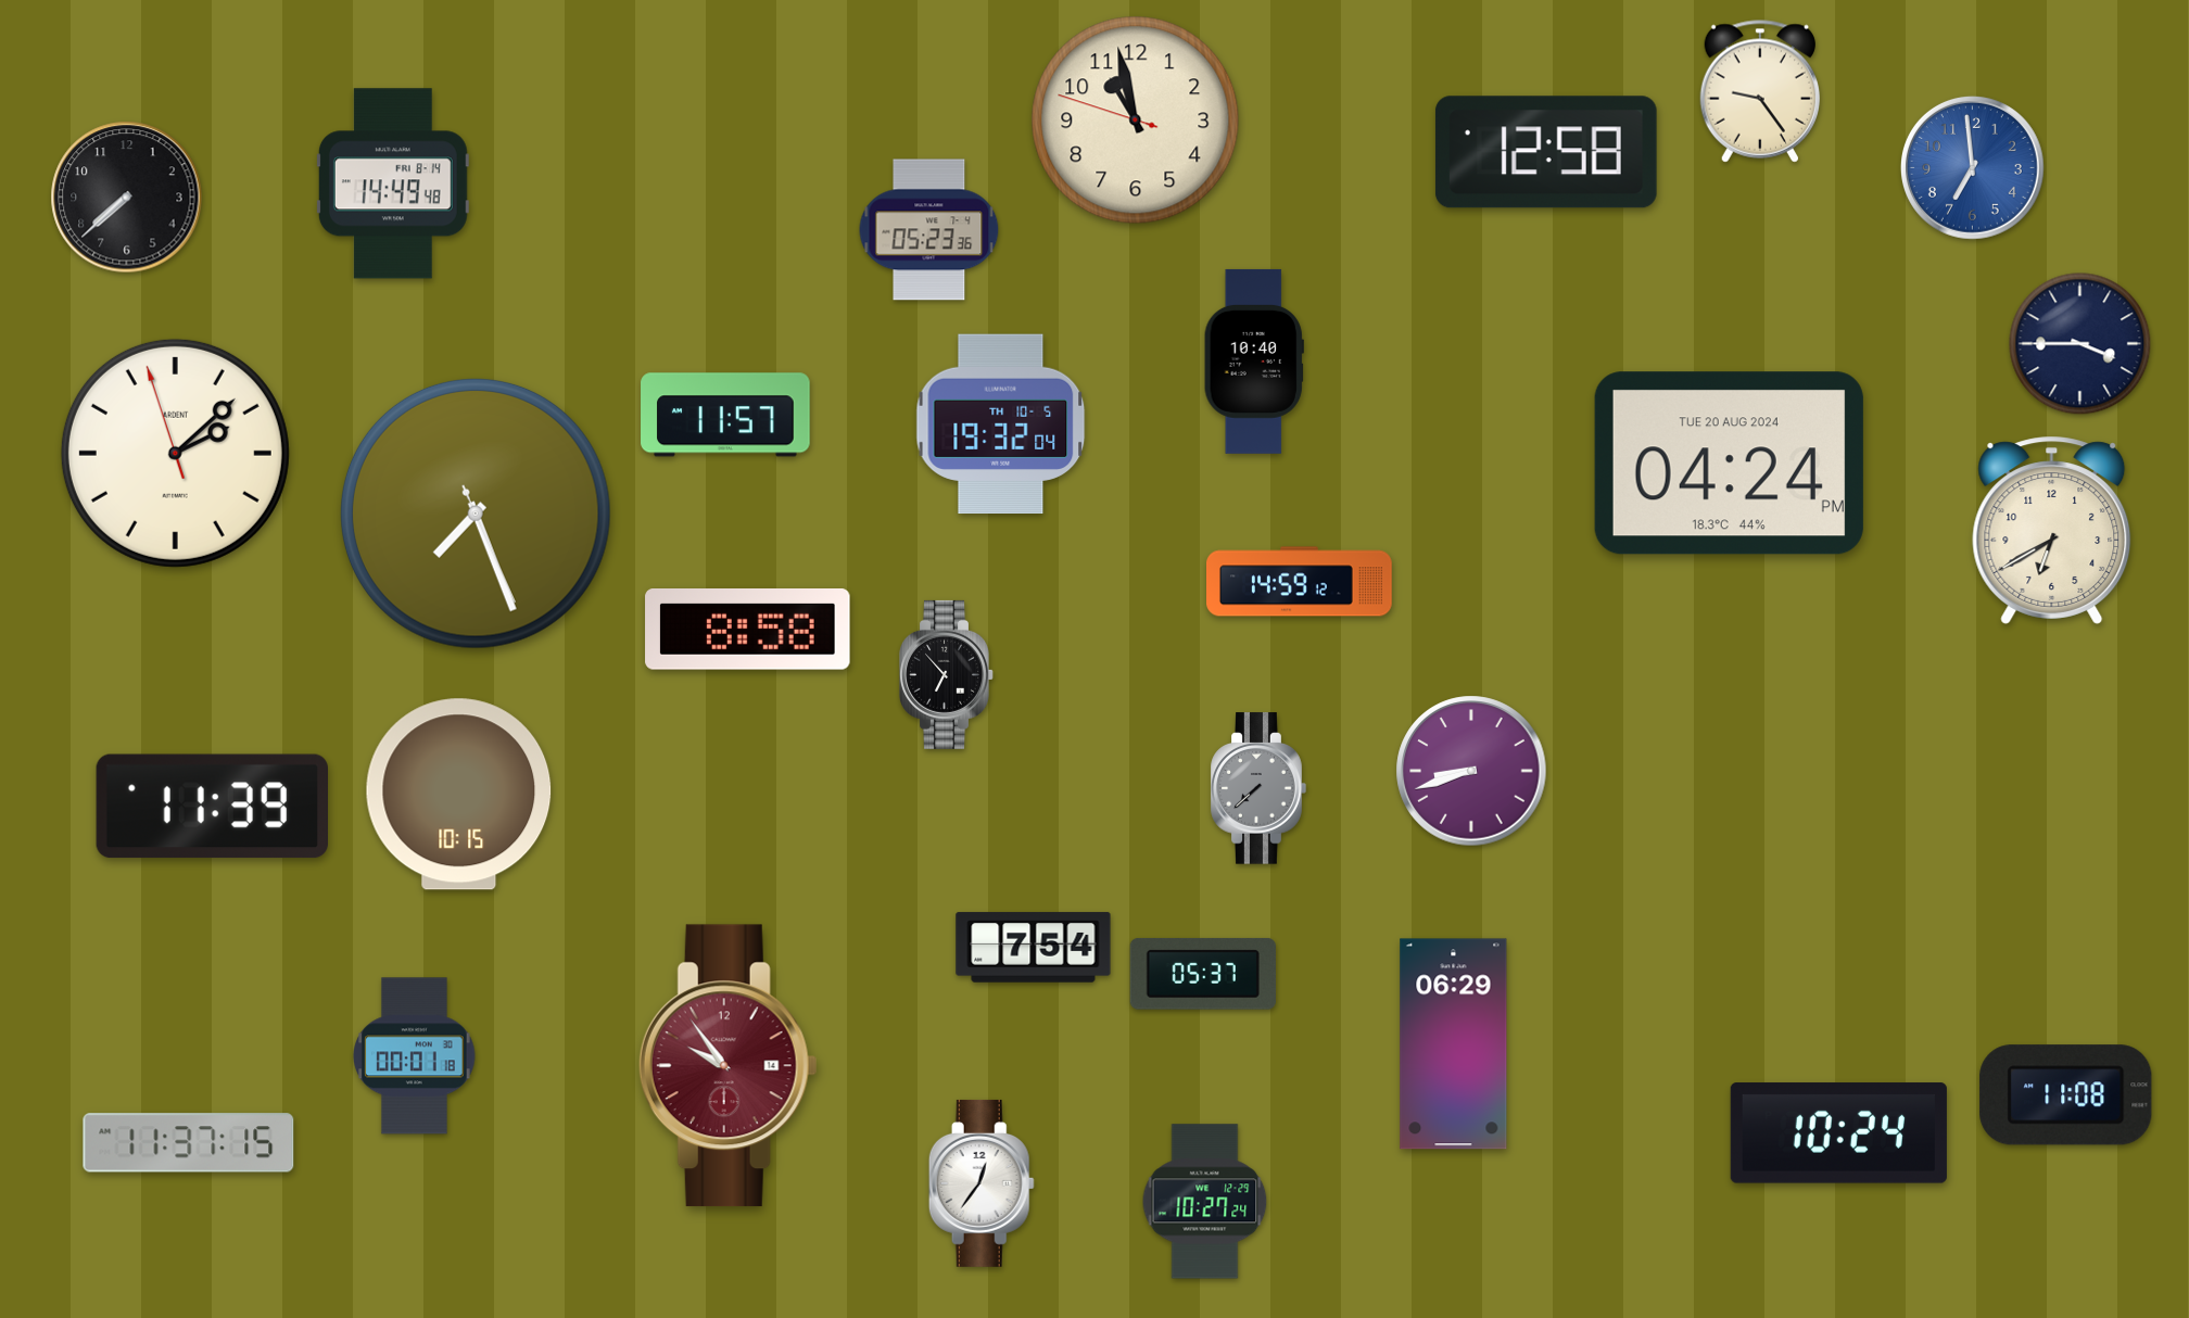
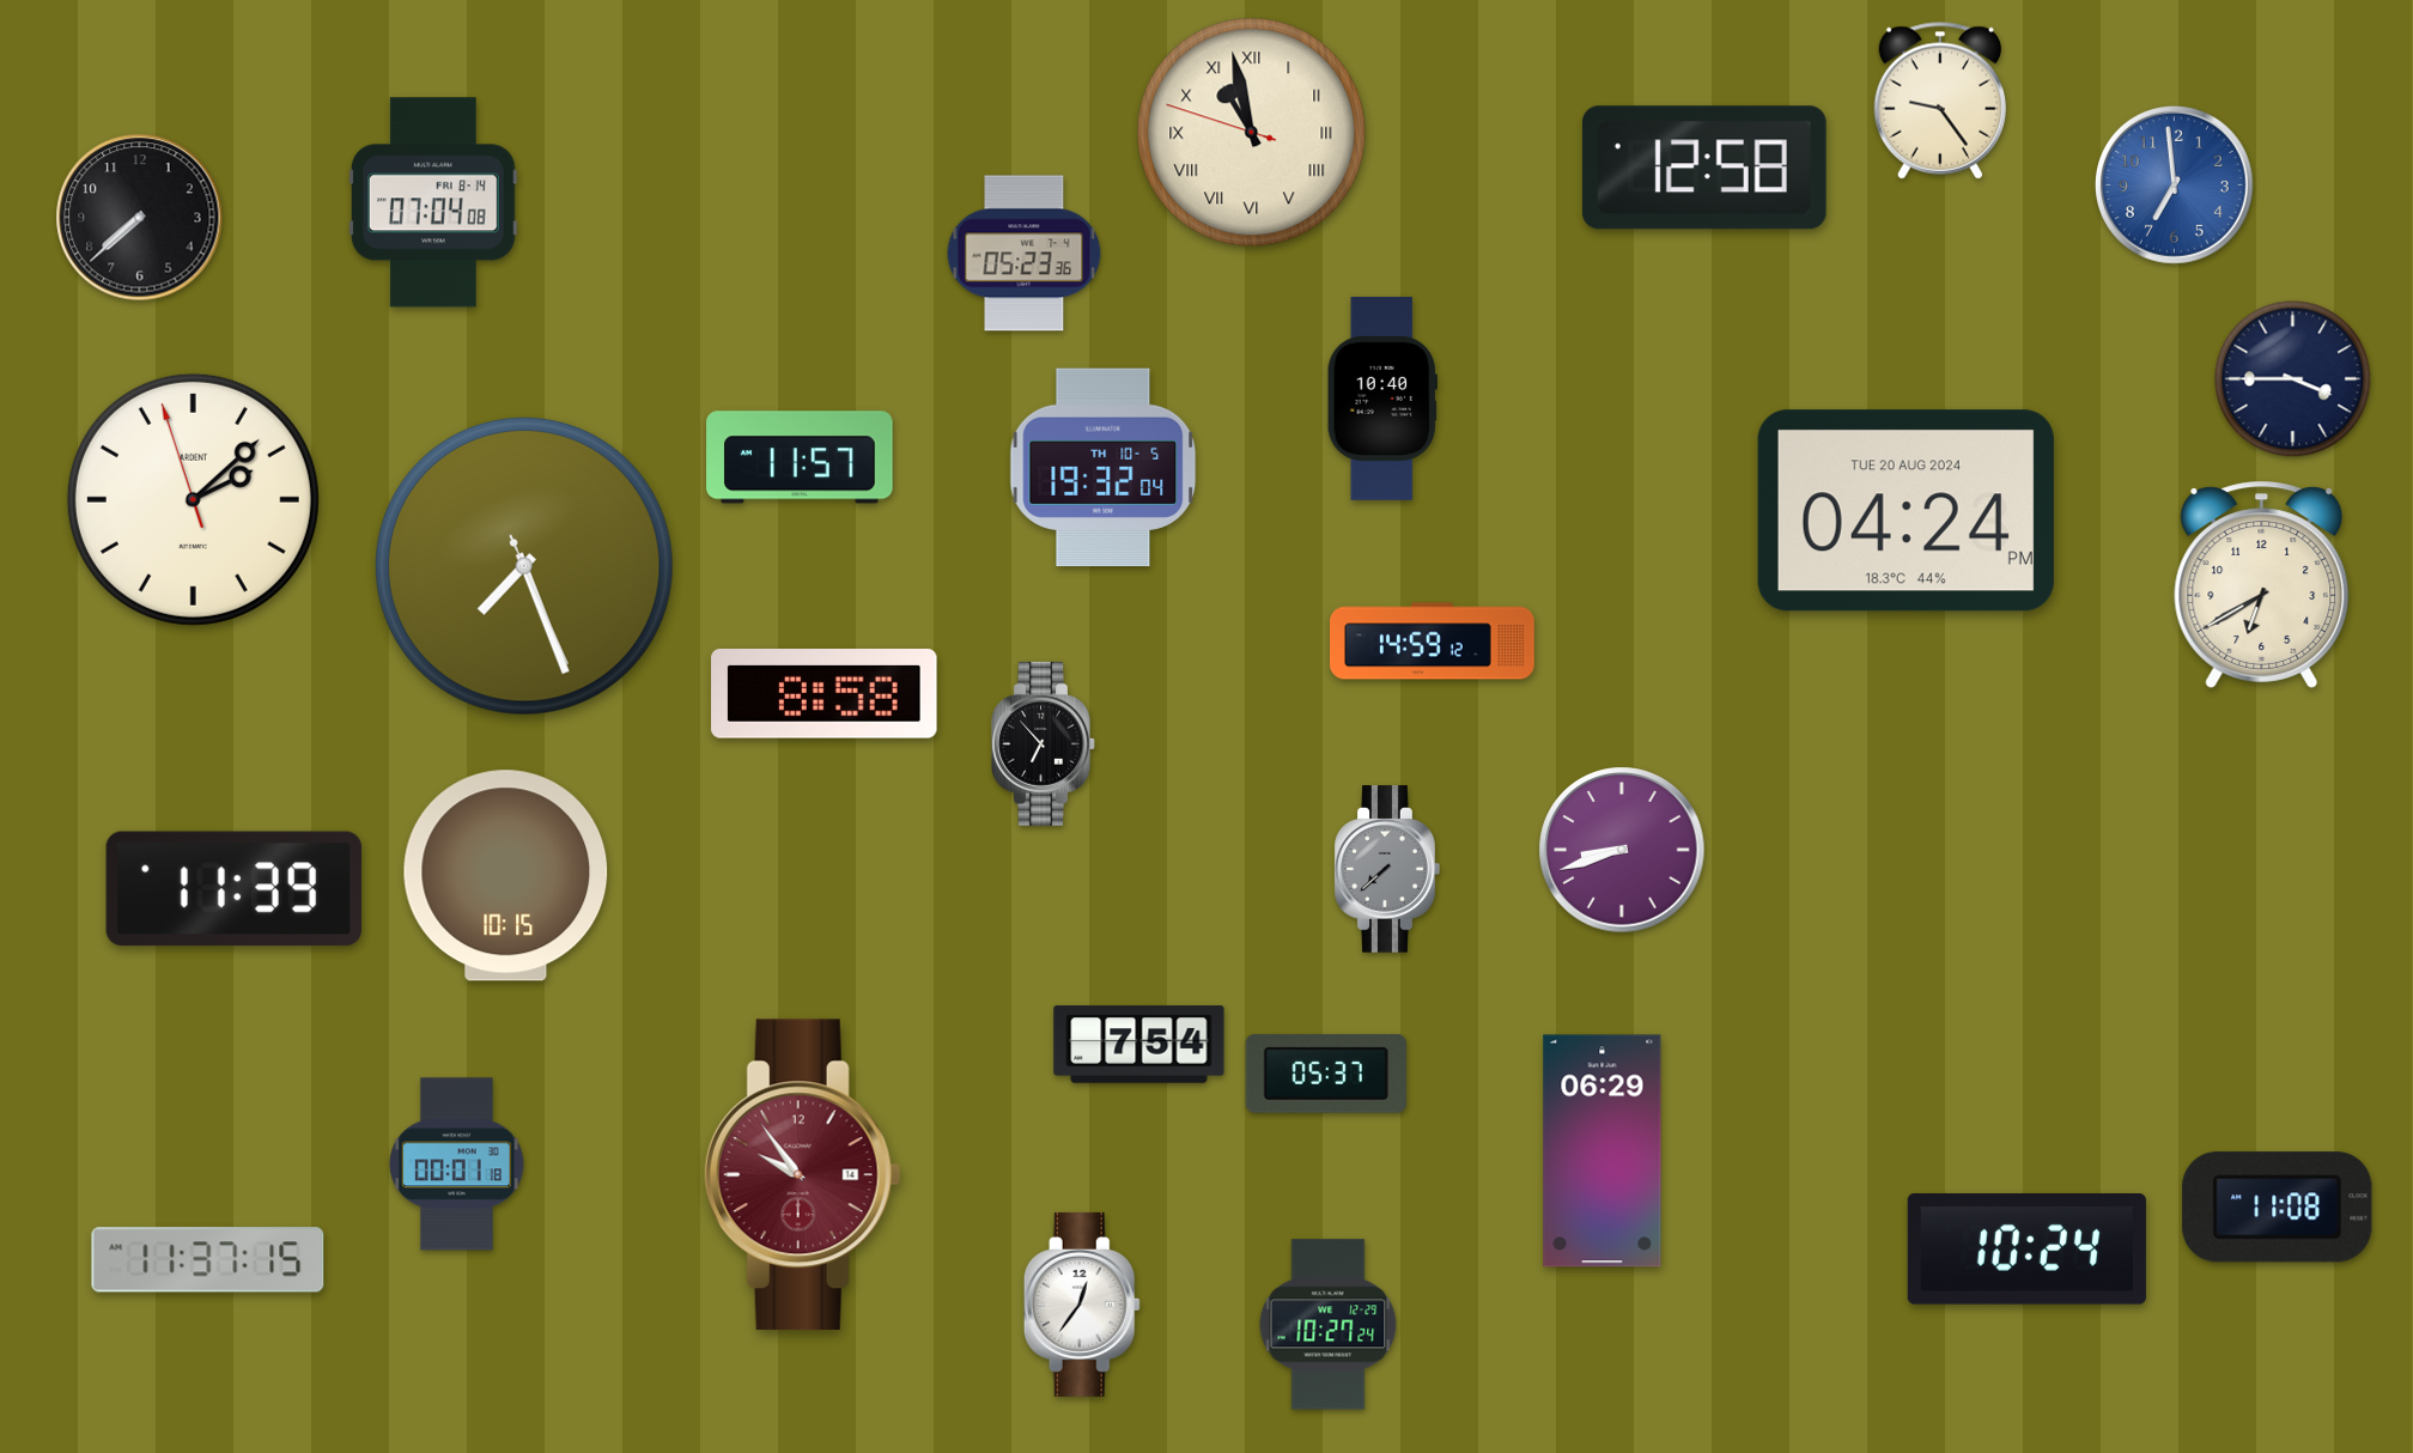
clock at (1136, 121) numerals: Arabic -> Roman
clock at (393, 183): 14:49 -> 07:04
